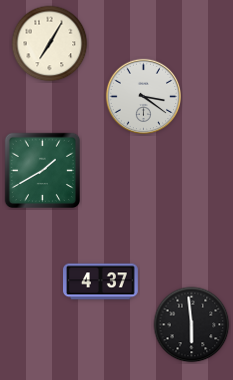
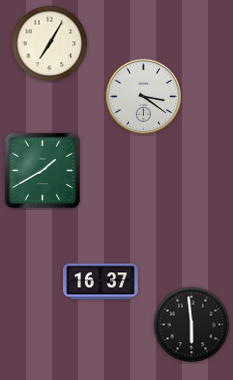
clock at (101, 282): 4:37 -> 16:37
